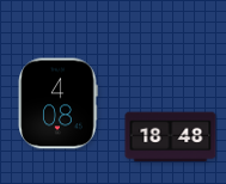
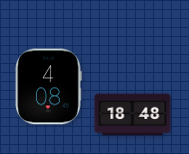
clock at (171, 137) position: (171, 137) -> (133, 115)
